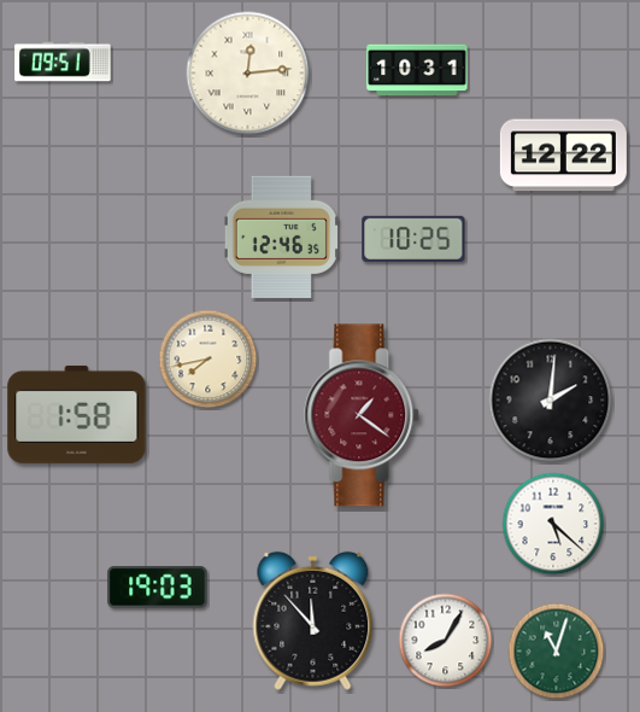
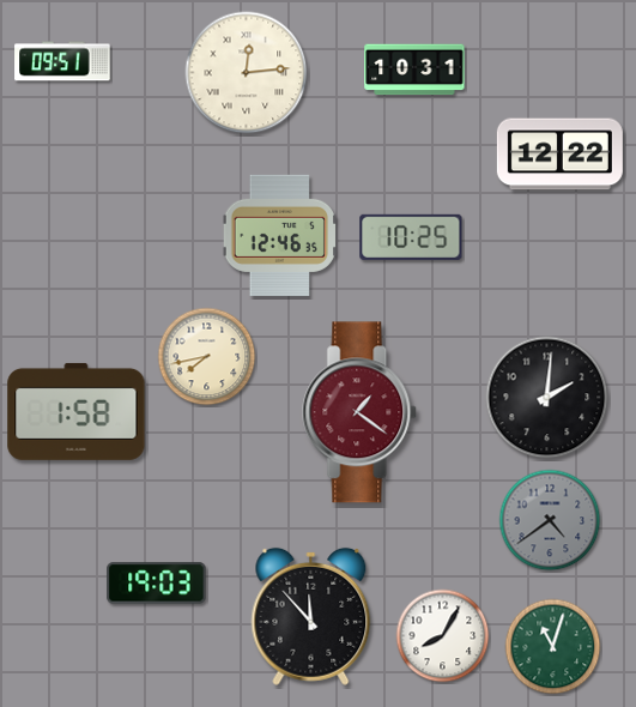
clock at (553, 524): 5:22 -> 4:39
clock at (553, 524) dial: white -> grey
